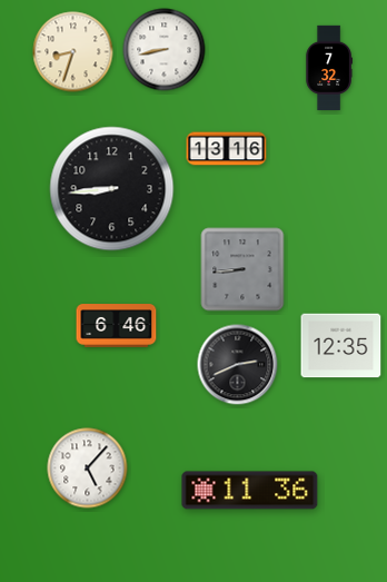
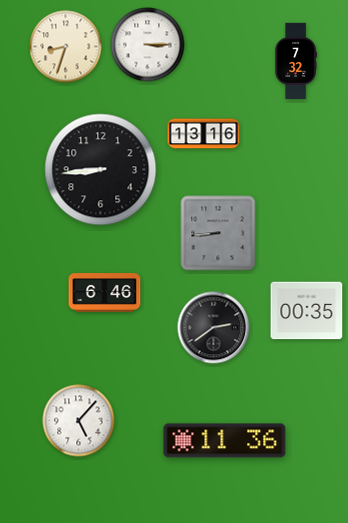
clock at (165, 50): 8:43 -> 3:15
clock at (242, 269) position: (242, 269) -> (218, 233)
clock at (341, 346): 12:35 -> 00:35
clock at (238, 365): 2:41 -> 2:39
